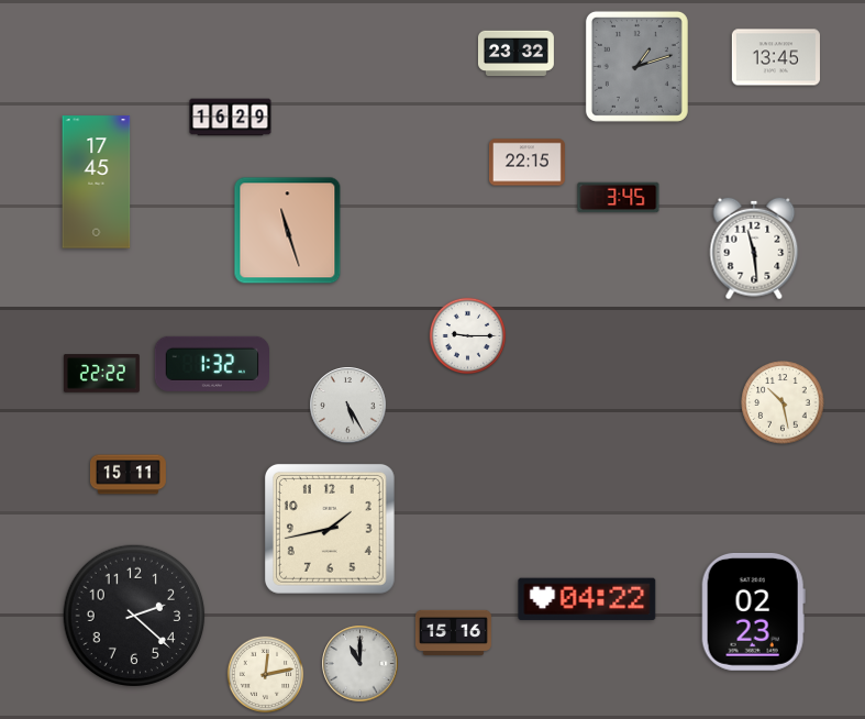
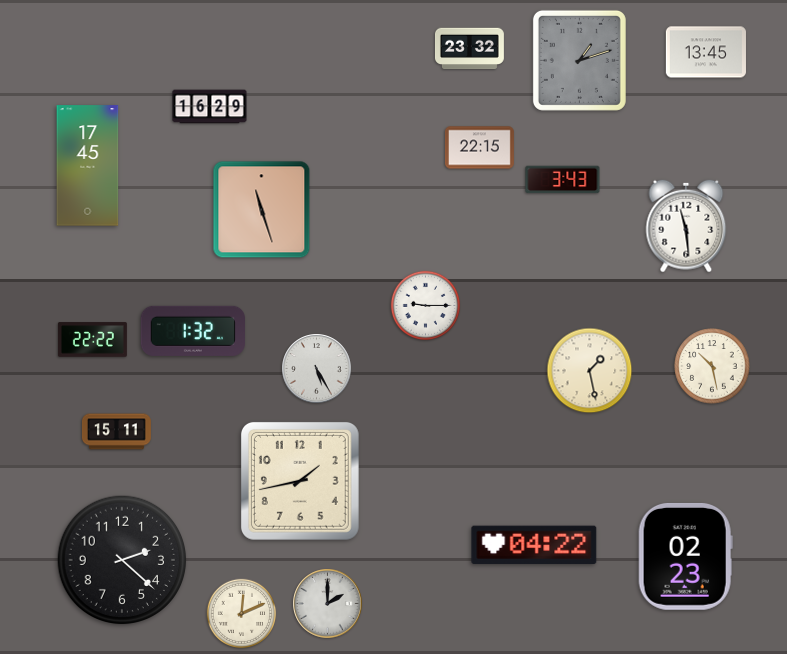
clock at (619, 198): 3:45 -> 3:43
clock at (590, 371): none -> 1:28
clock at (453, 632): 15:16 -> none
clock at (361, 664): 11:00 -> 2:00
clock at (266, 675): 12:13 -> 12:11
